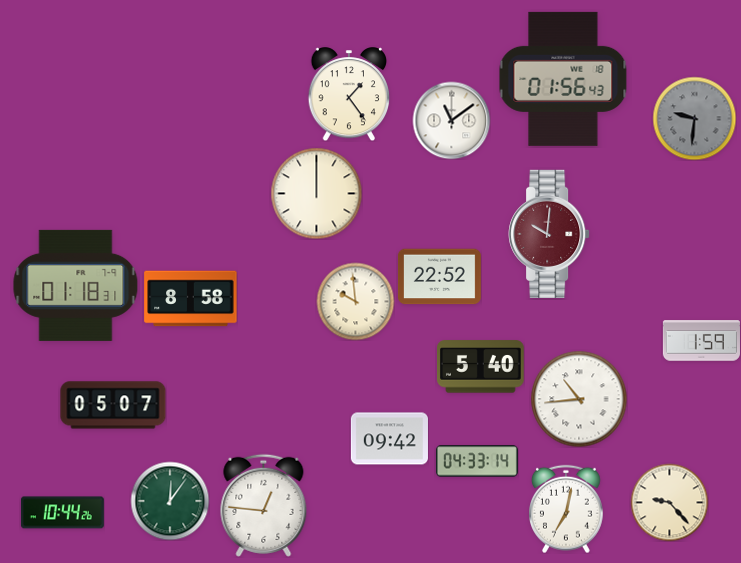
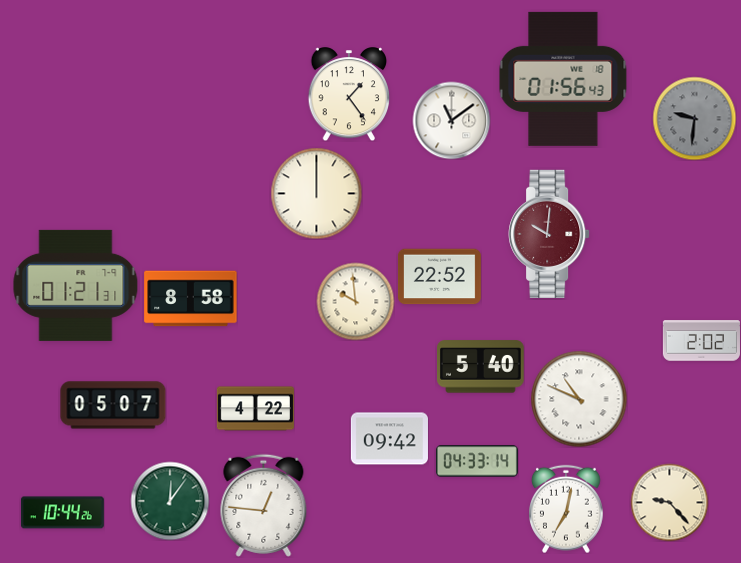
clock at (76, 285): 01:18 -> 01:21
clock at (701, 341): 1:59 -> 2:02
clock at (579, 399): 10:44 -> 10:49
clock at (255, 409): none -> 4:22
